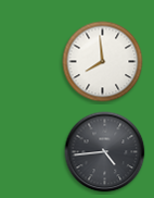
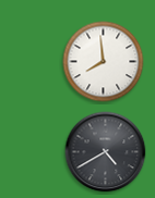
clock at (105, 152): 4:44 -> 4:40
